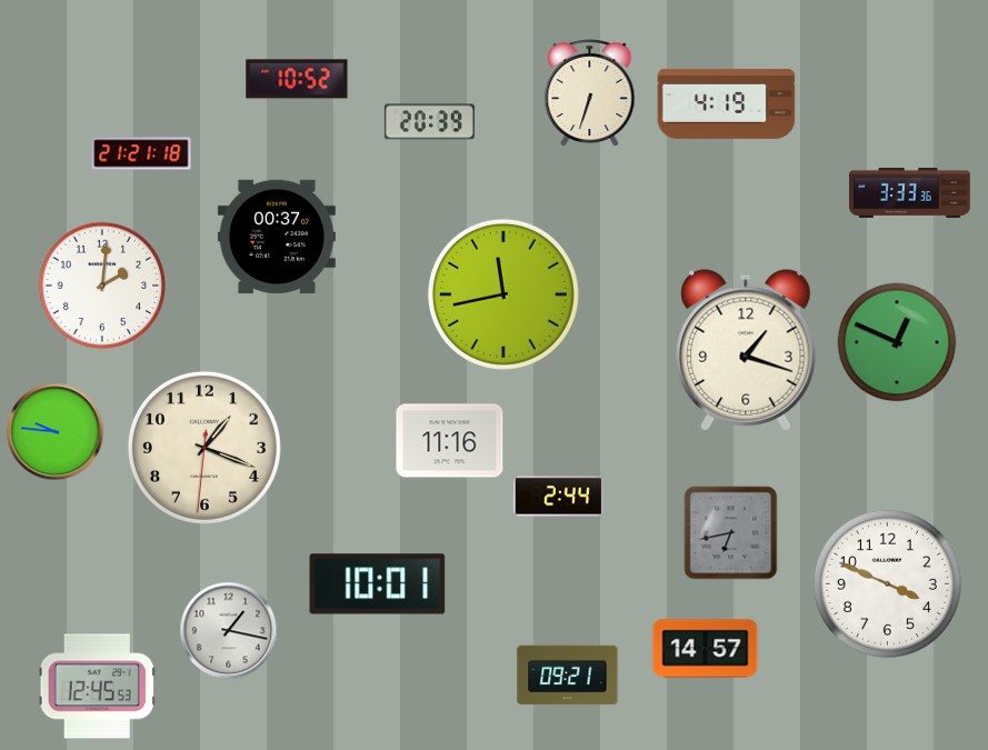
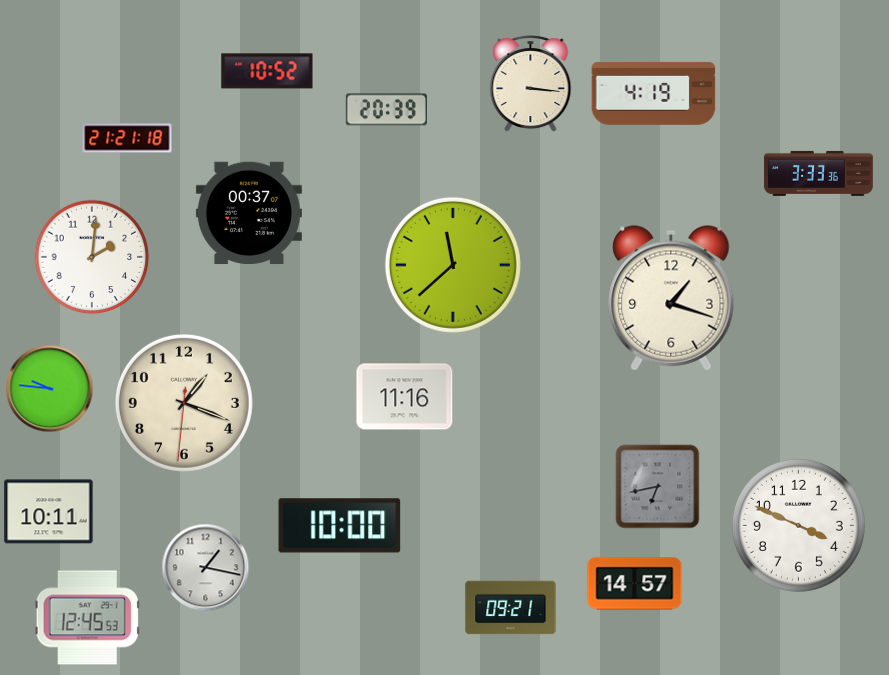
clock at (590, 93): 6:33 -> 3:16
clock at (503, 294): 11:43 -> 11:38
clock at (897, 342): 12:49 -> none
clock at (746, 350) position: (746, 350) -> (671, 298)
clock at (558, 497): 2:44 -> none
clock at (731, 533) position: (731, 533) -> (658, 487)
clock at (49, 512): none -> 10:11
clock at (378, 584): 10:01 -> 10:00
